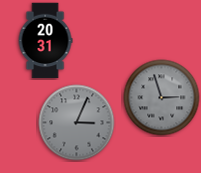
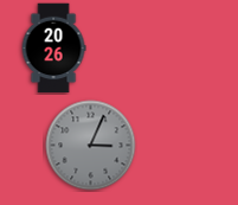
clock at (45, 41): 20:31 -> 20:26
clock at (162, 98): 2:57 -> none
